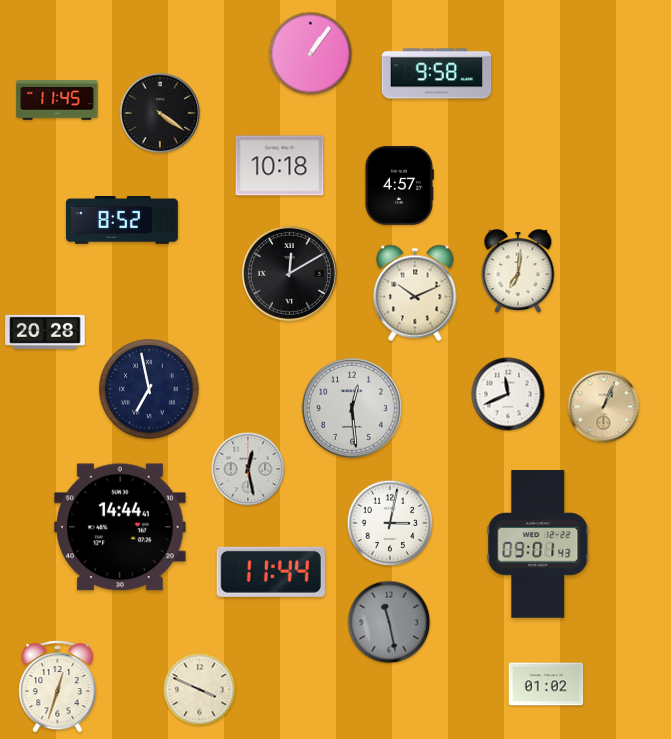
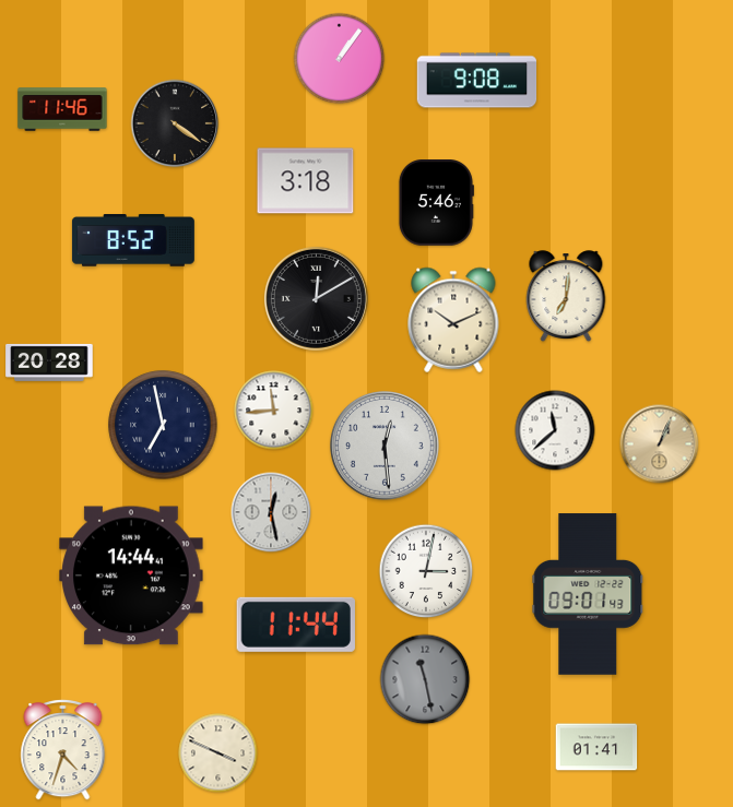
clock at (437, 74): 9:58 -> 9:08
clock at (57, 100): 11:45 -> 11:46
clock at (280, 166): 10:18 -> 3:18
clock at (399, 186): 4:57 -> 5:46
clock at (274, 411): none -> 11:44
clock at (508, 394): 11:41 -> 11:38
clock at (546, 684): 01:02 -> 01:41
clock at (58, 687): 12:33 -> 4:33
